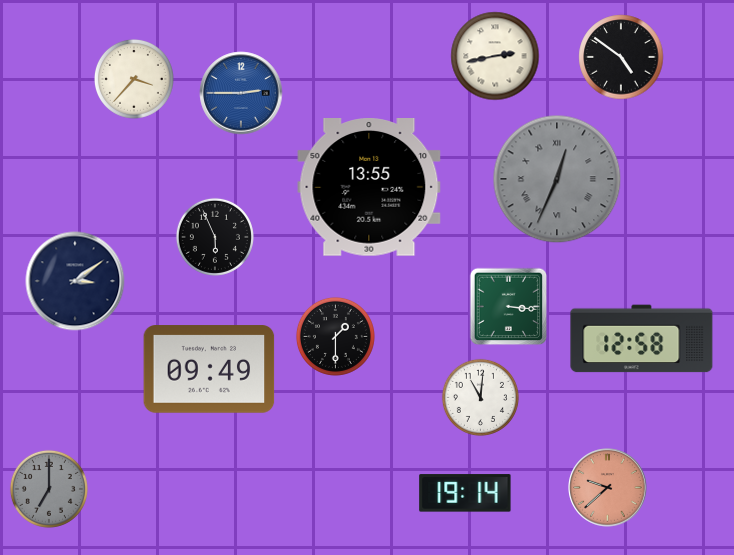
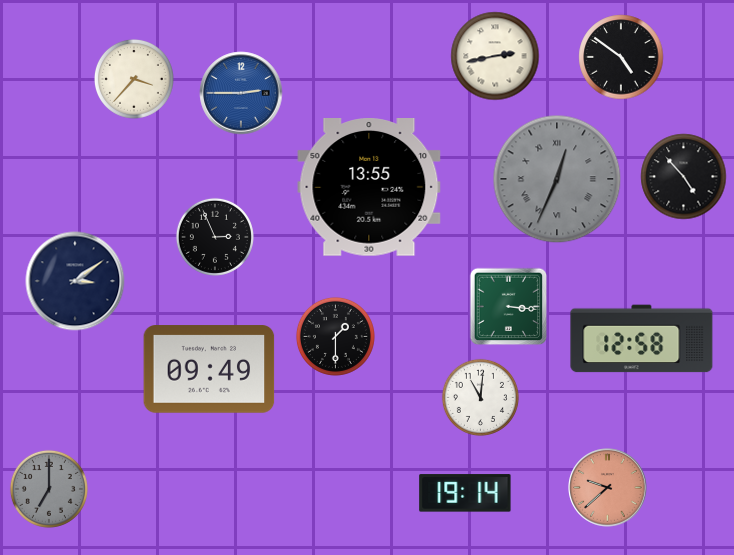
clock at (684, 177): none -> 4:53
clock at (215, 237): 5:56 -> 2:56
